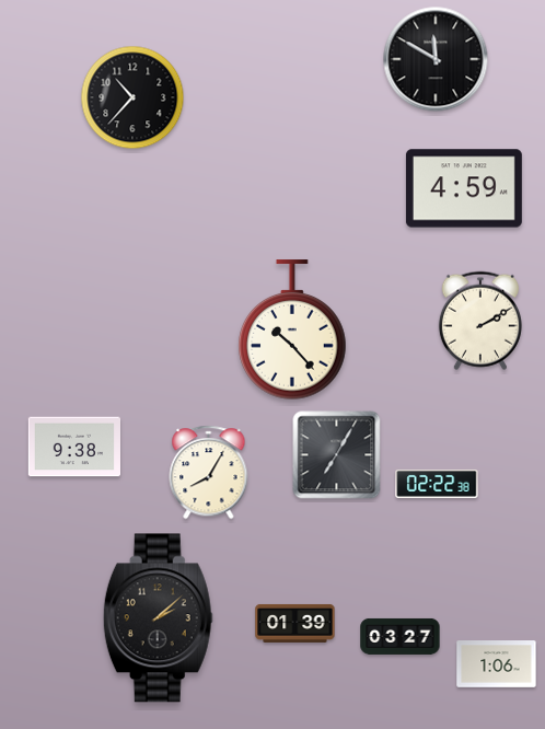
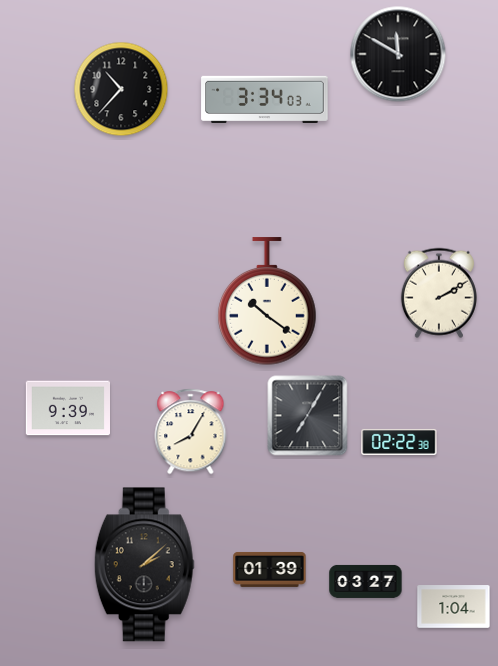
clock at (265, 99): none -> 3:34
clock at (464, 188): 4:59 -> none
clock at (292, 331): 10:23 -> 10:21
clock at (73, 447): 9:38 -> 9:39
clock at (497, 664): 1:06 -> 1:04
